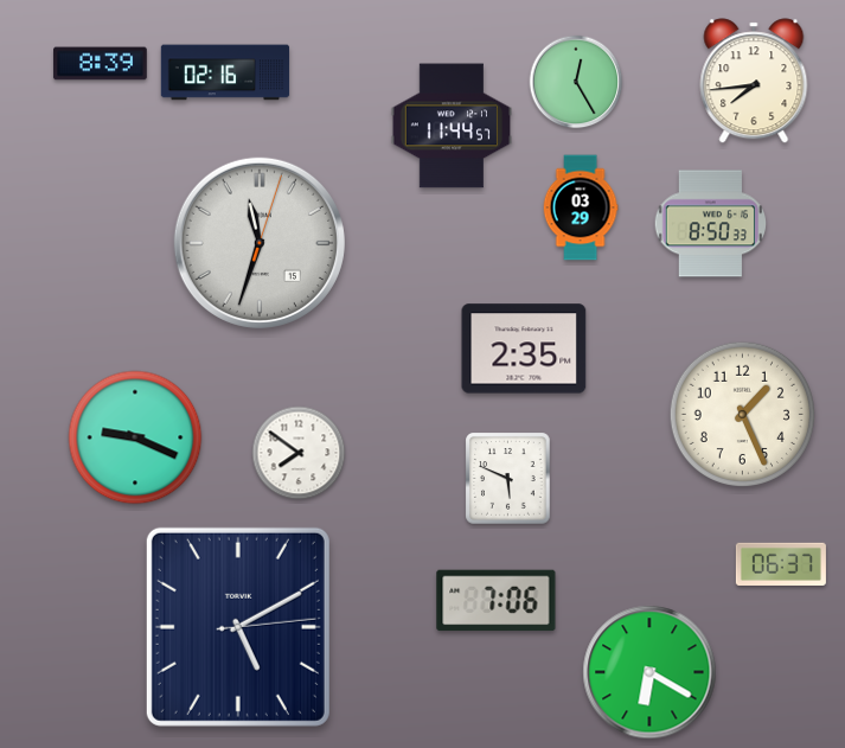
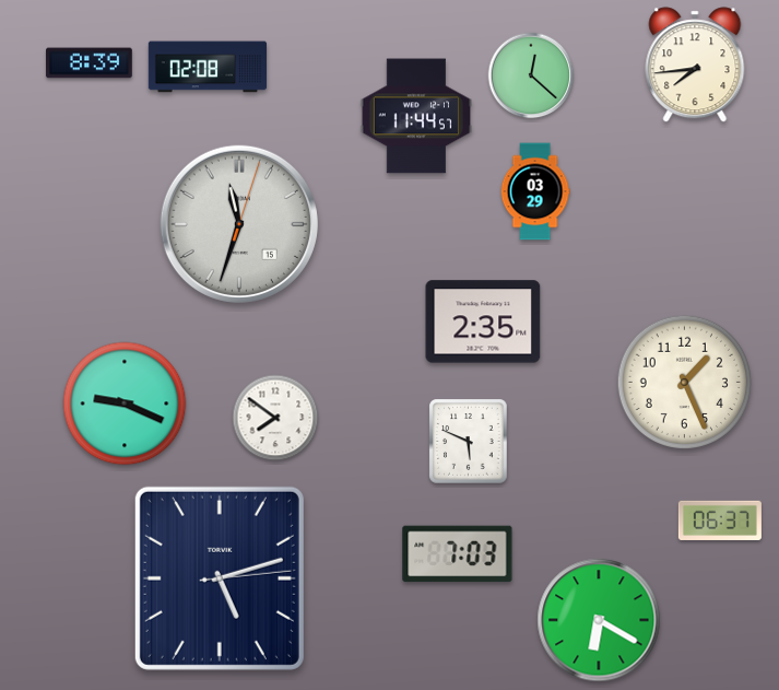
clock at (101, 64) position: (101, 64) -> (90, 63)
clock at (225, 72): 02:16 -> 02:08
clock at (754, 81) position: (754, 81) -> (695, 65)
clock at (576, 82): 12:25 -> 12:22
clock at (710, 224): 8:50 -> none
clock at (497, 601): 7:06 -> 7:03
clock at (238, 627): 5:10 -> 5:12
